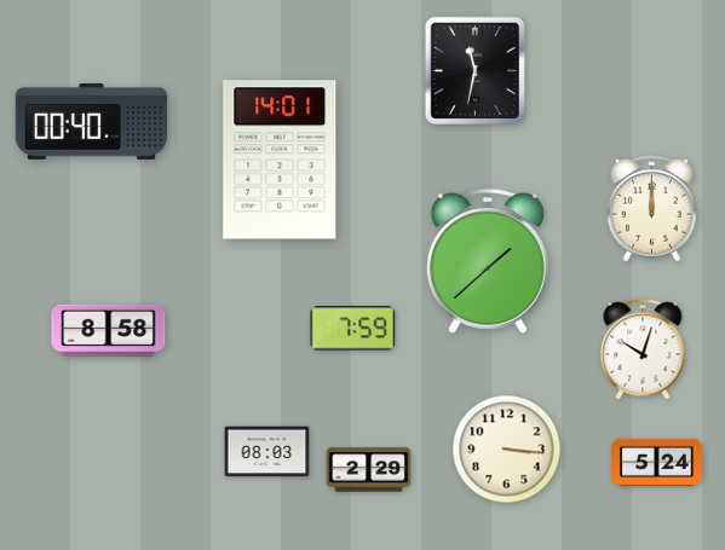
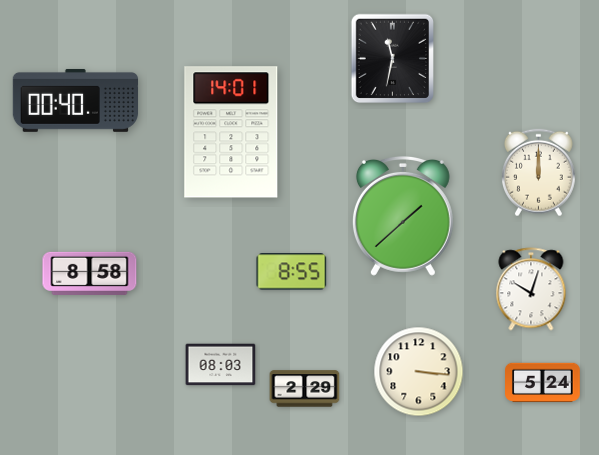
clock at (353, 329): 7:59 -> 8:55
clock at (267, 452) position: (267, 452) -> (221, 365)
